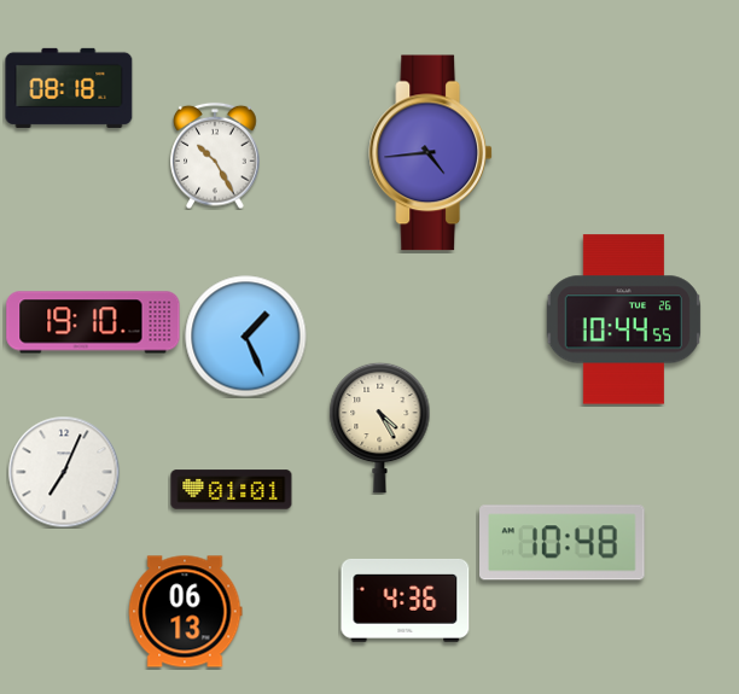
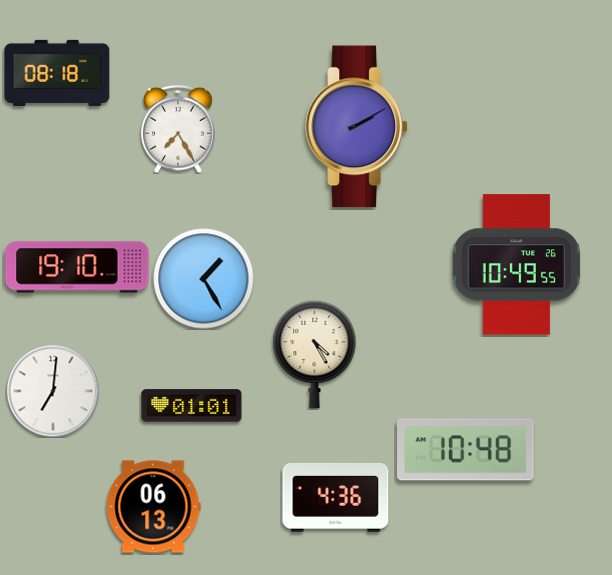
clock at (430, 153): 4:44 -> 2:10
clock at (215, 156): 10:25 -> 7:25
clock at (623, 320): 10:44 -> 10:49
clock at (246, 337): 1:26 -> 1:25
clock at (64, 472): 7:04 -> 7:01
